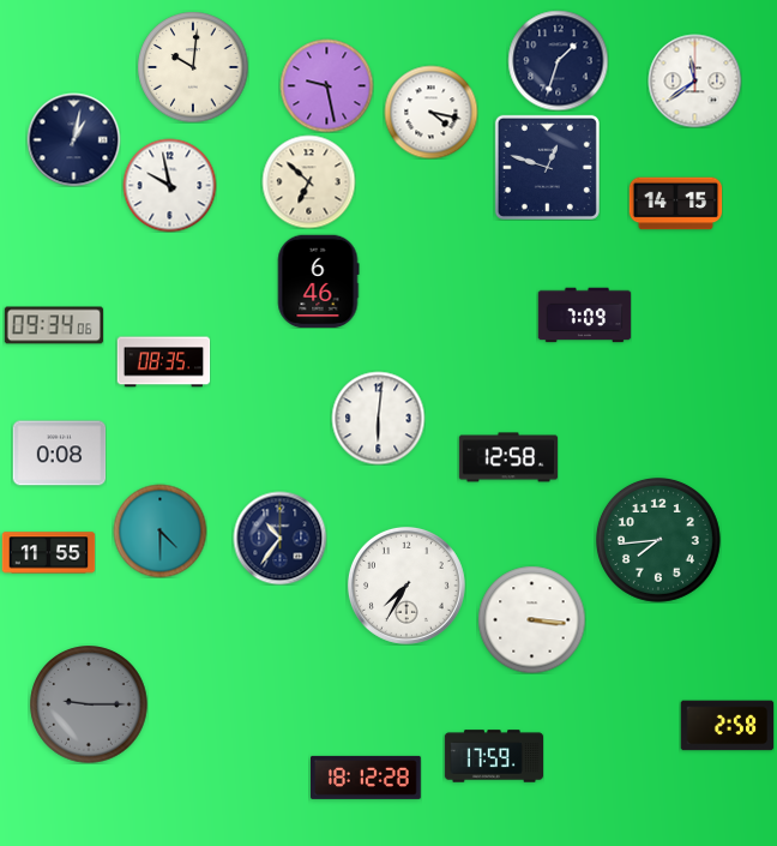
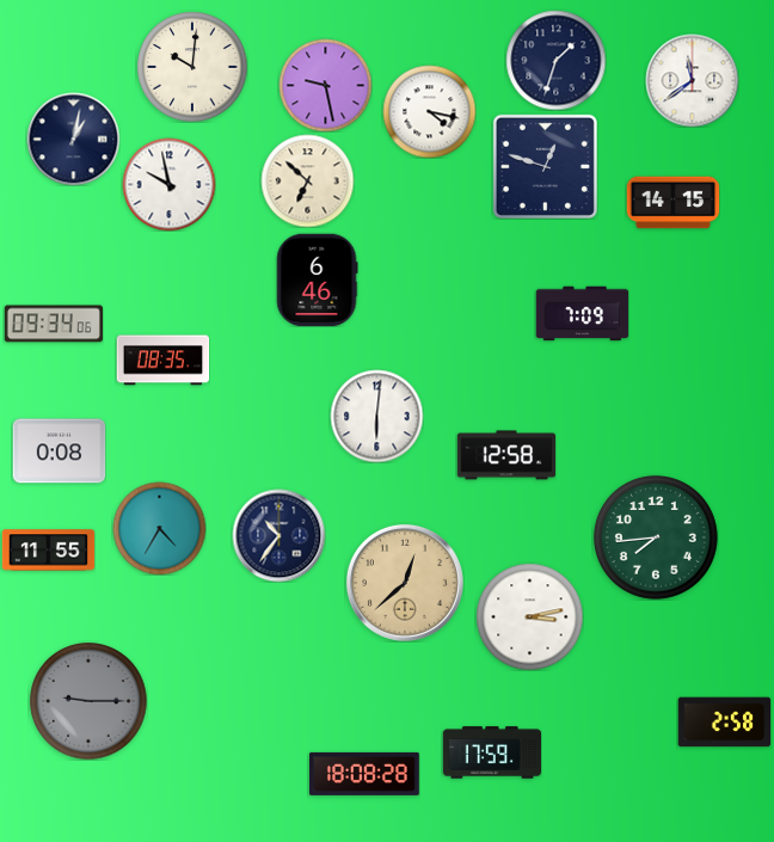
clock at (159, 530): 4:30 -> 4:35
clock at (406, 586): 7:35 -> 12:38
clock at (406, 586) dial: white -> champagne
clock at (531, 619): 3:16 -> 3:13
clock at (367, 778): 18:12 -> 18:08
